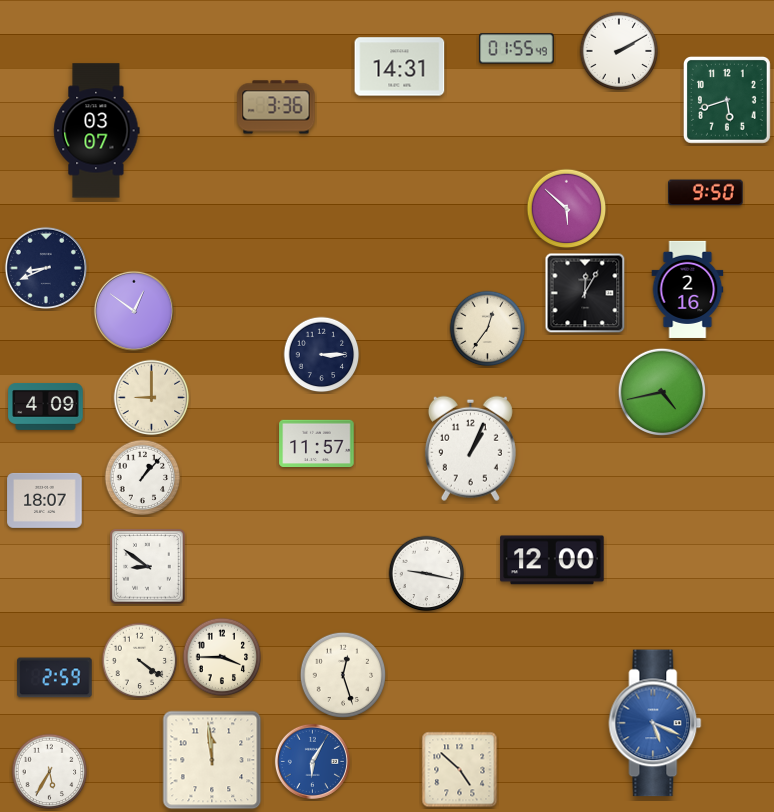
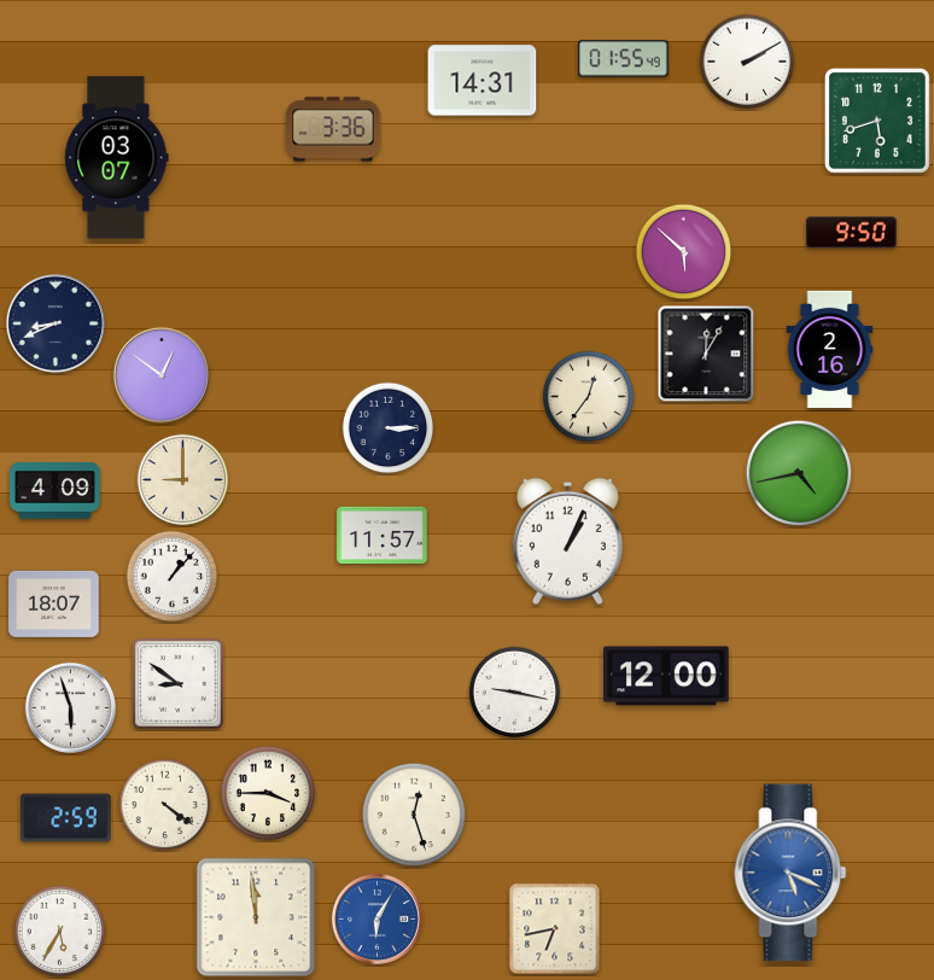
clock at (70, 707): none -> 5:57
clock at (140, 661) position: (140, 661) -> (165, 805)
clock at (460, 770): 4:52 -> 6:43
